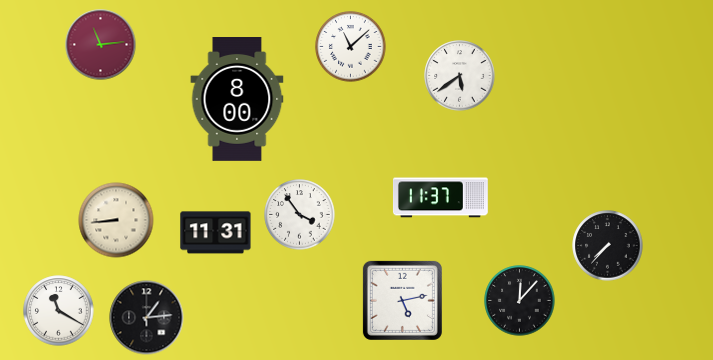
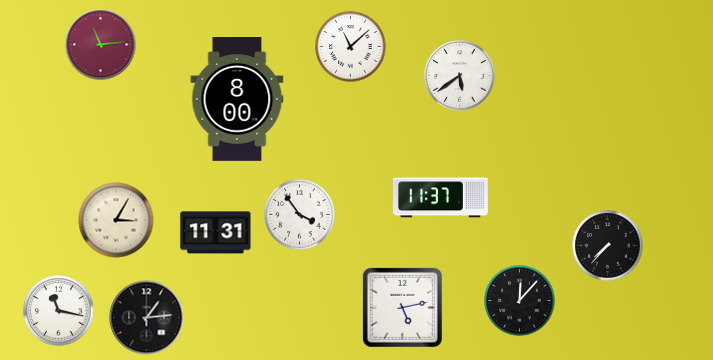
clock at (116, 220): 8:44 -> 3:05
clock at (402, 300) position: (402, 300) -> (402, 307)
clock at (59, 311): 11:20 -> 11:17
